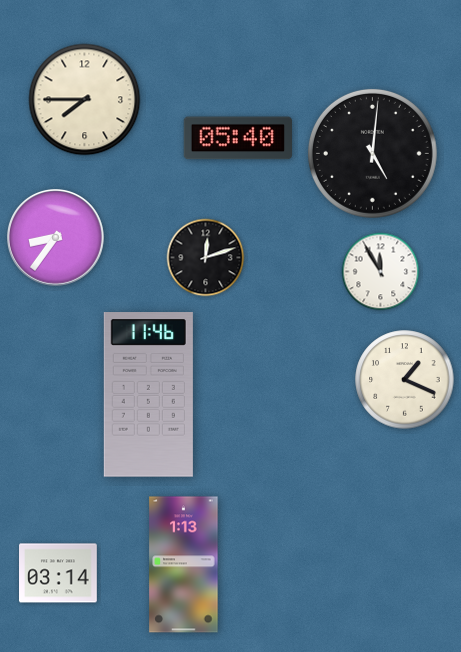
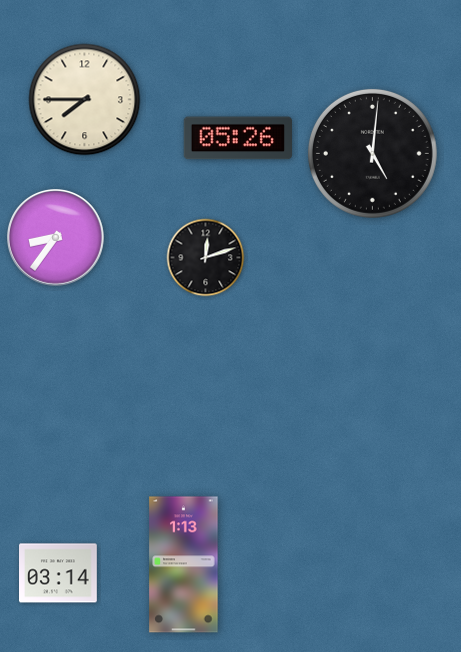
clock at (237, 138): 05:40 -> 05:26
clock at (381, 272): 11:55 -> none
clock at (405, 380): 1:19 -> none
clock at (148, 395): 11:46 -> none
